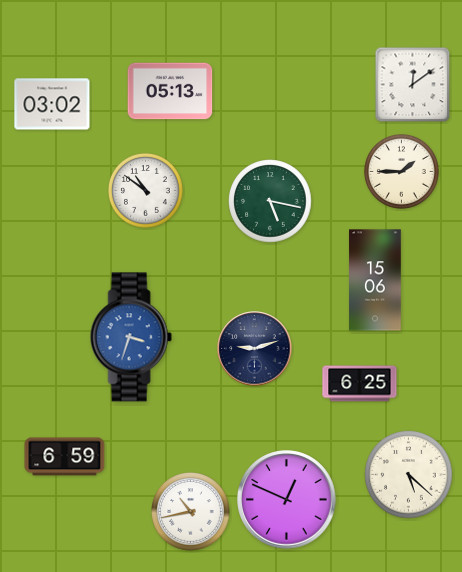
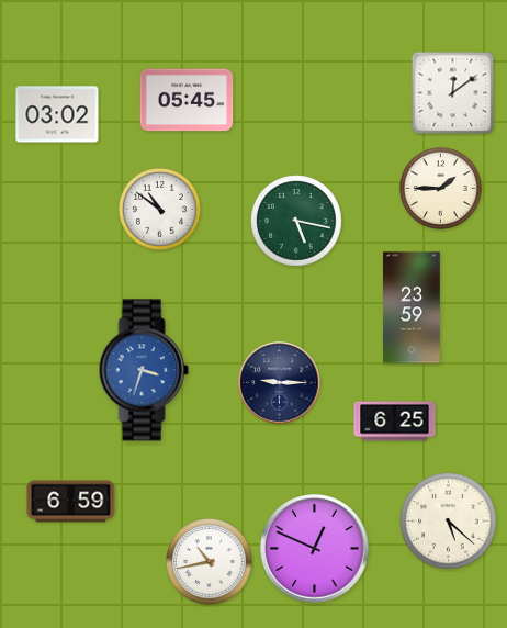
clock at (170, 91): 05:13 -> 05:45
clock at (375, 280): 15:06 -> 23:59
clock at (255, 349): 9:12 -> 9:15
